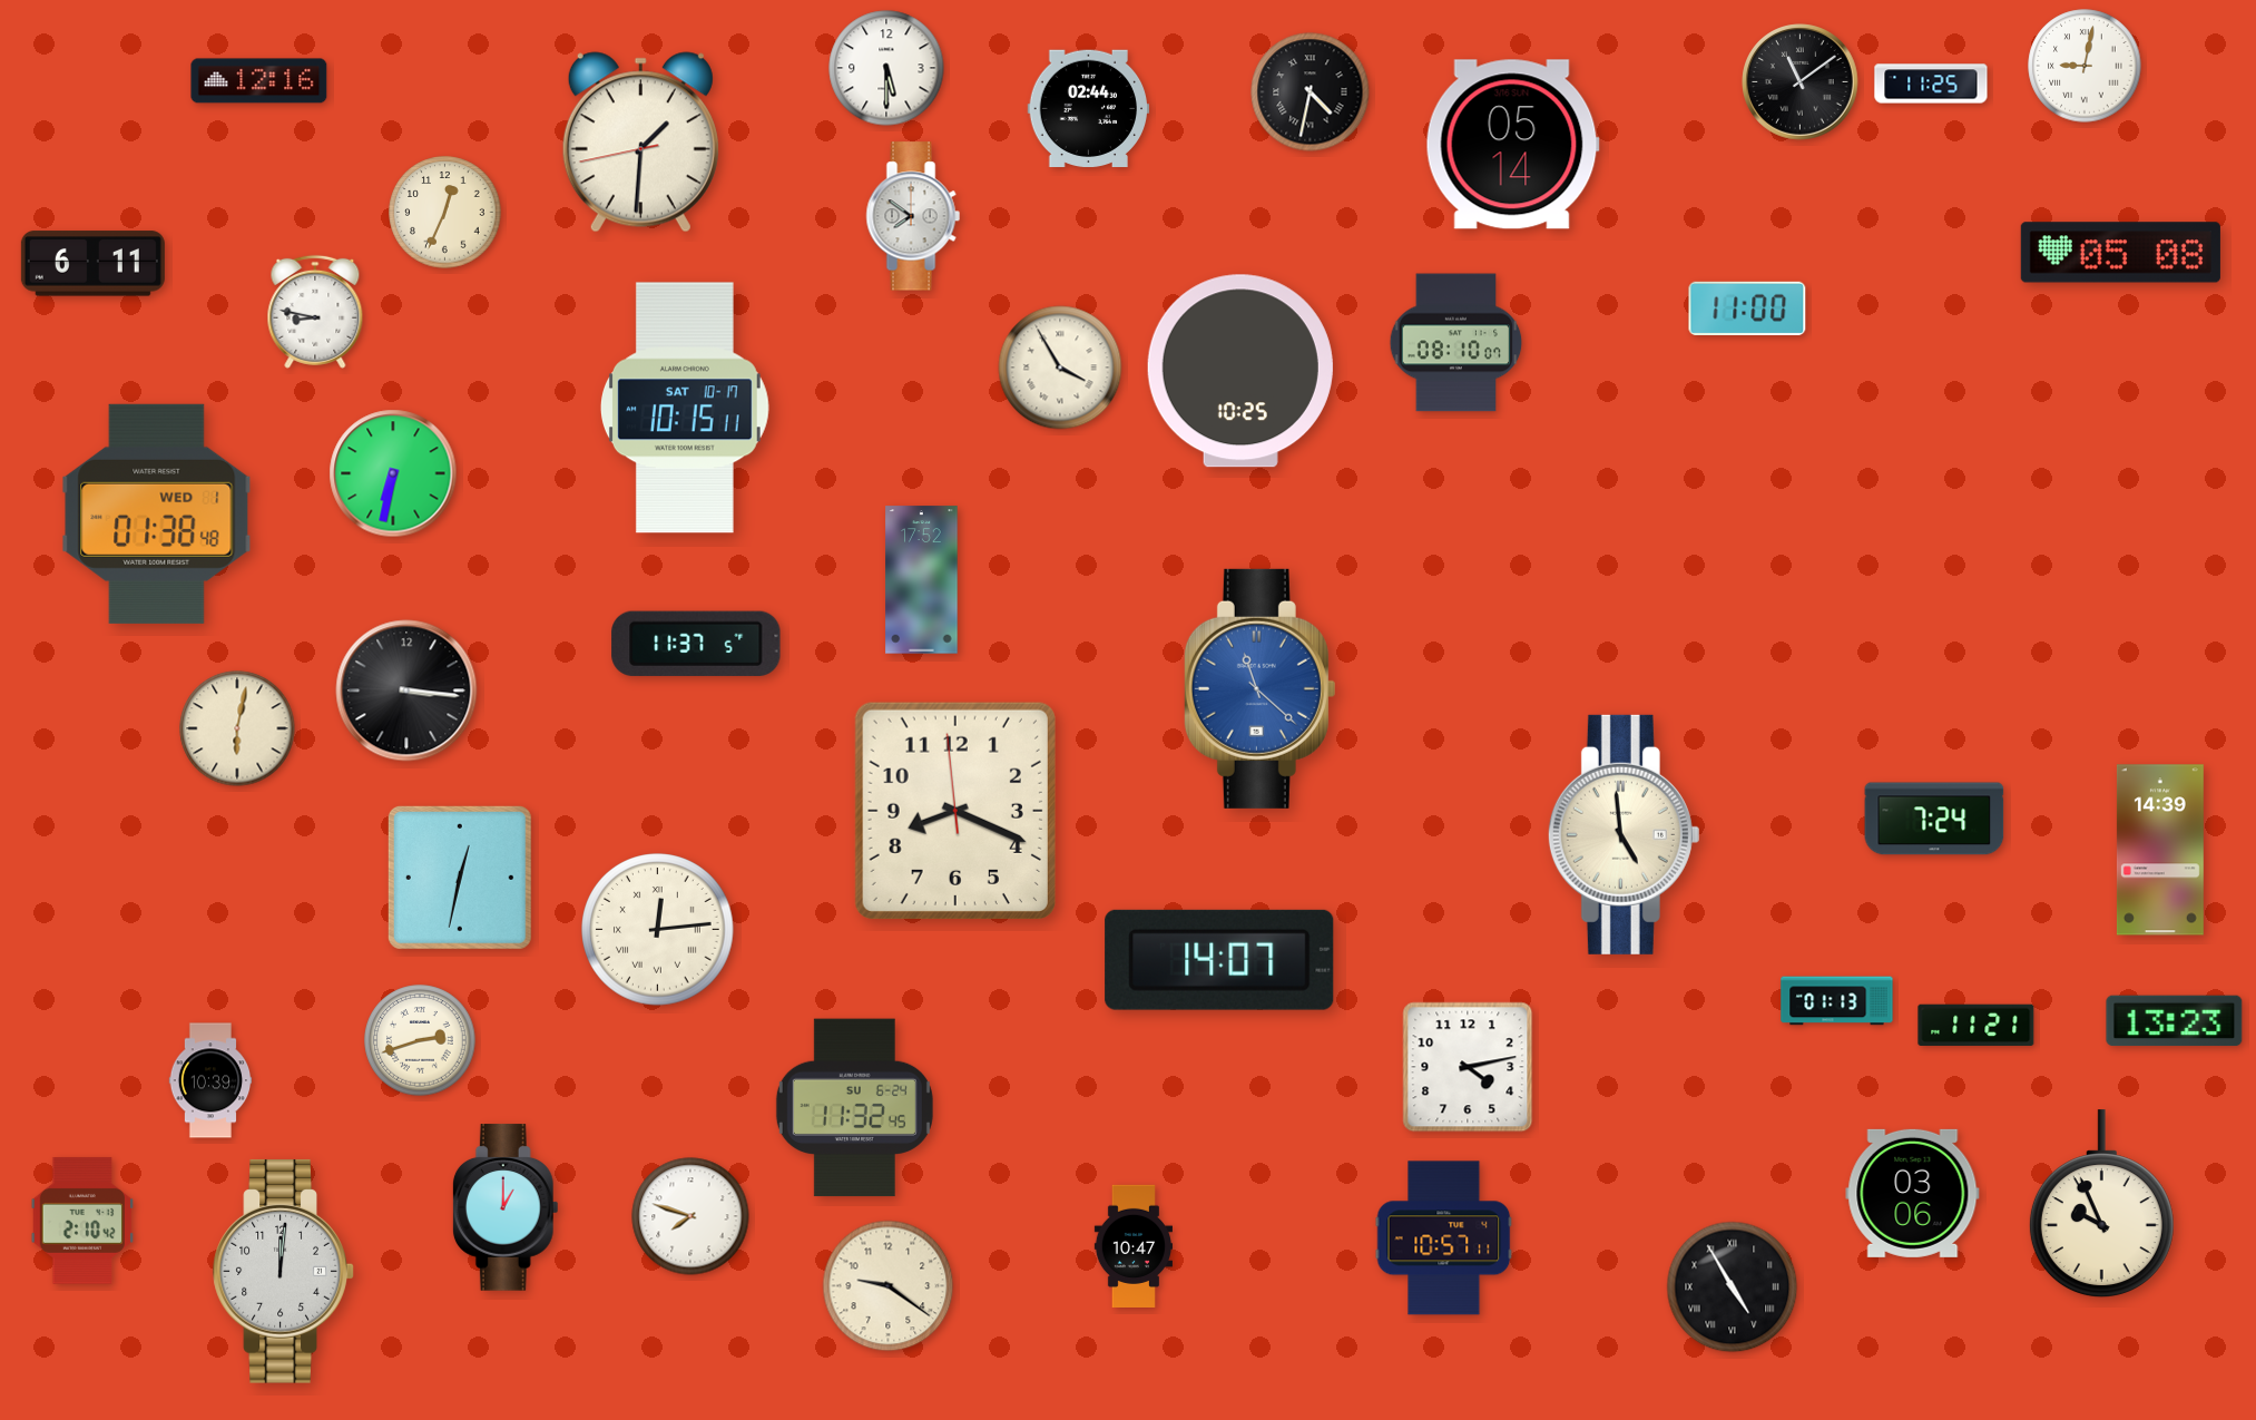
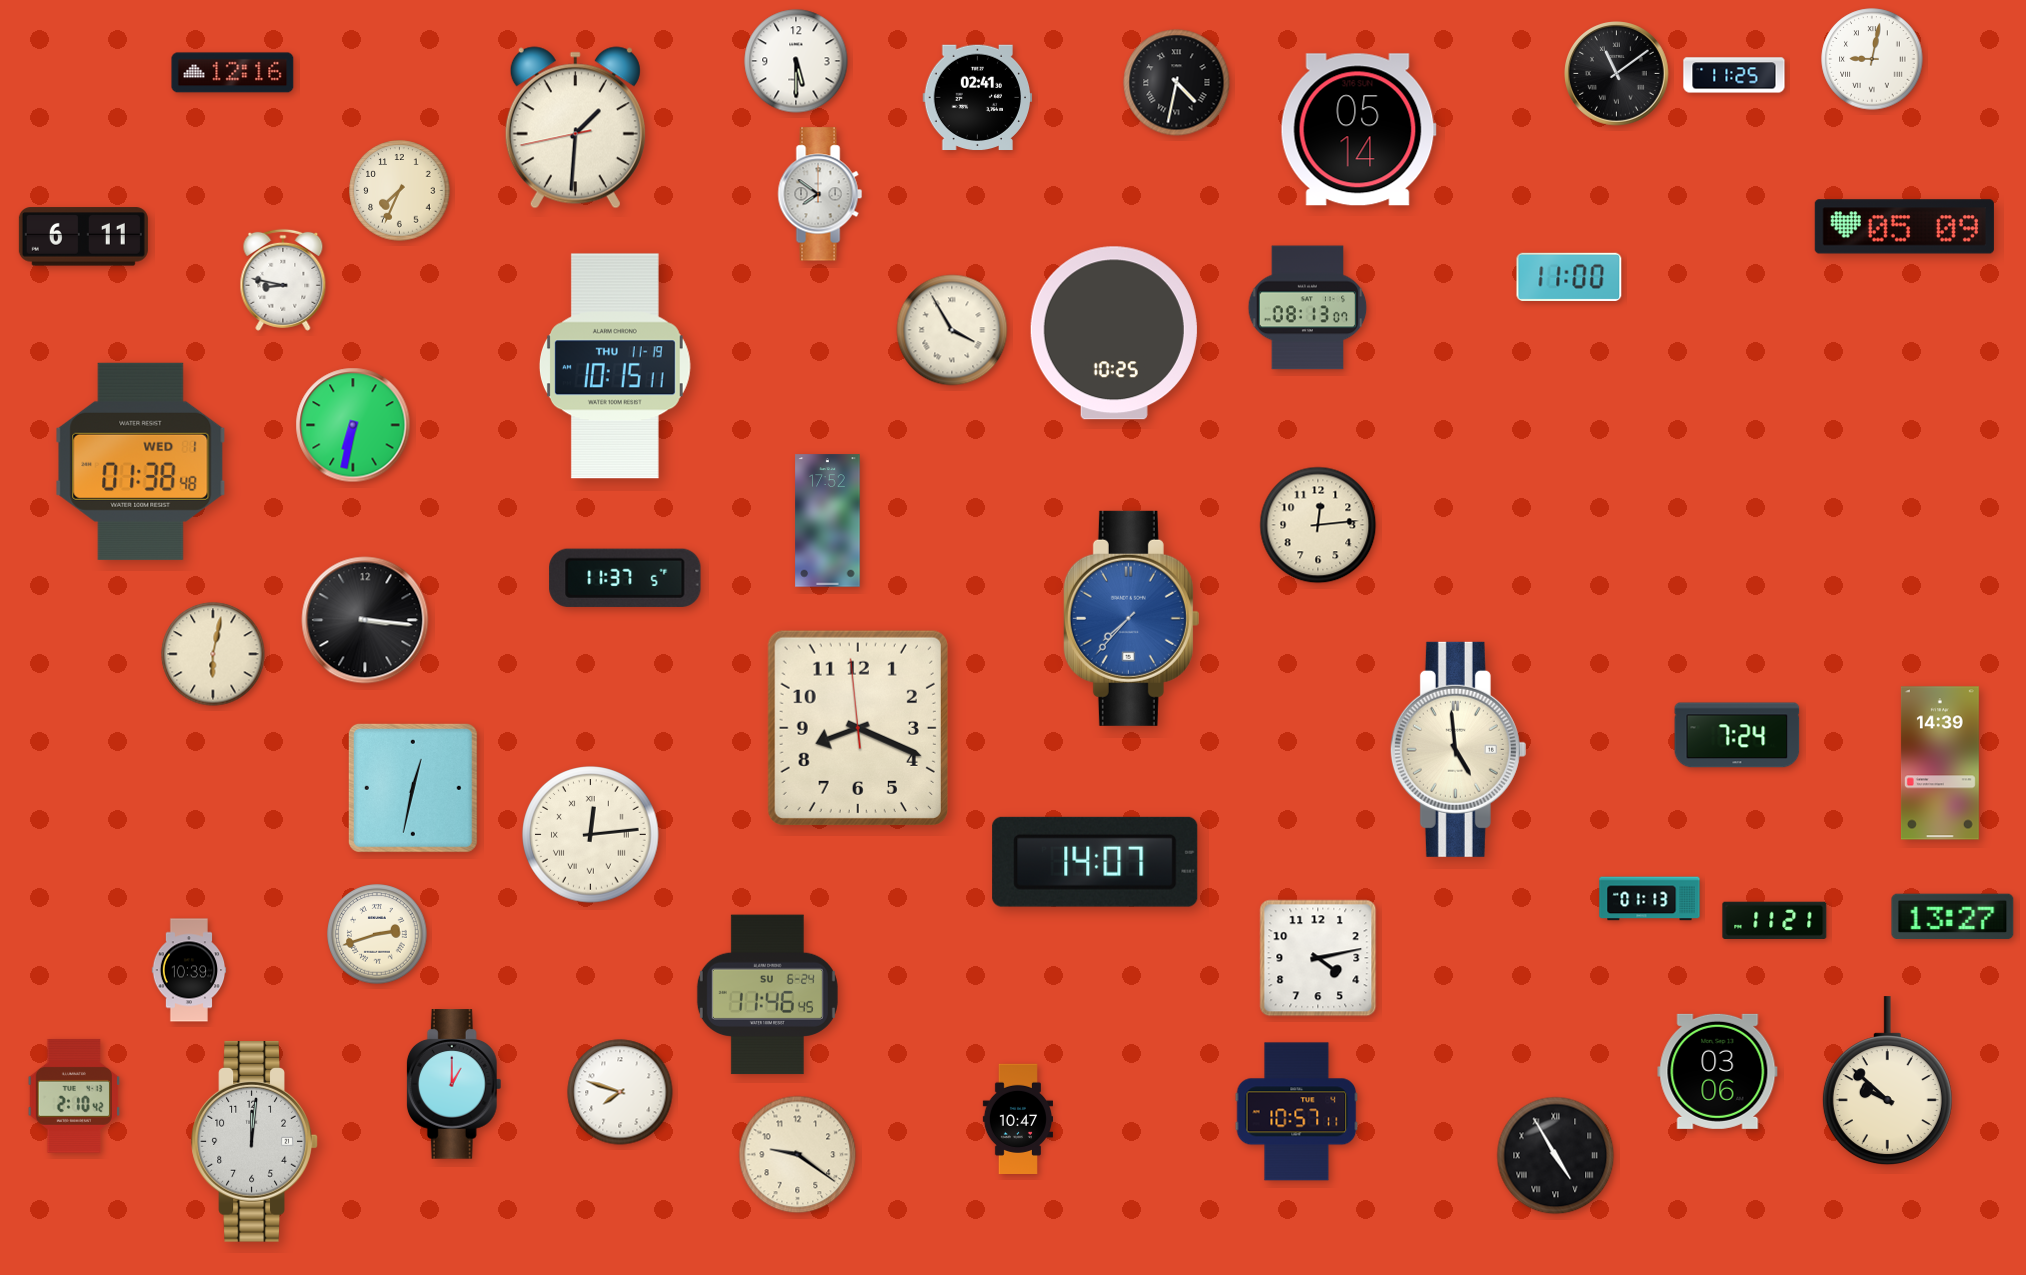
clock at (1089, 109): 02:44 -> 02:41
clock at (445, 213): 12:34 -> 7:34
clock at (2120, 253): 05:08 -> 05:09
clock at (1456, 343): 08:10 -> 08:13
clock at (685, 408) date: SAT 10-17 -> THU 11-19
clock at (1318, 525): none -> 12:14
clock at (1259, 688): 11:22 -> 7:37
clock at (2175, 1021): 13:23 -> 13:27
clock at (854, 1108): 11:32 -> 11:46
clock at (2101, 1204): 9:56 -> 9:52
